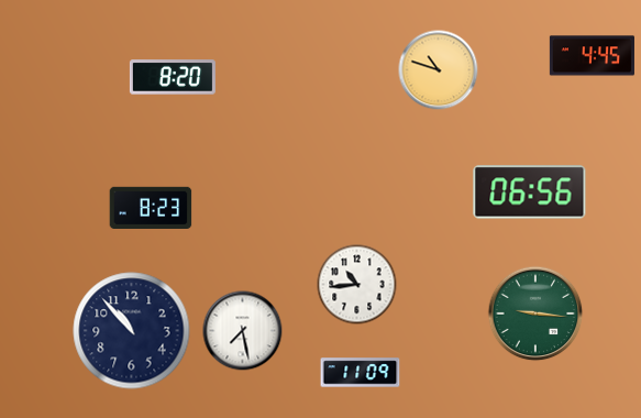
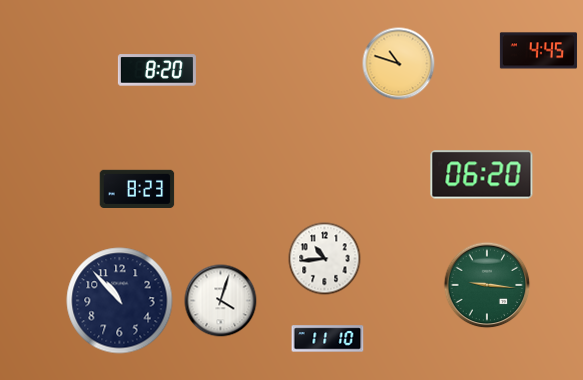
clock at (530, 193): 06:56 -> 06:20
clock at (243, 331): 7:28 -> 4:03
clock at (361, 373): 11:09 -> 11:10
